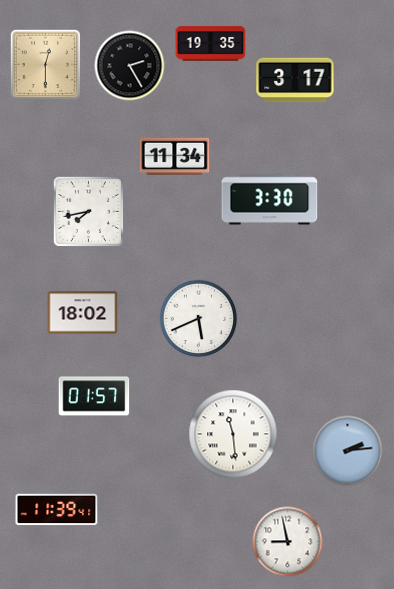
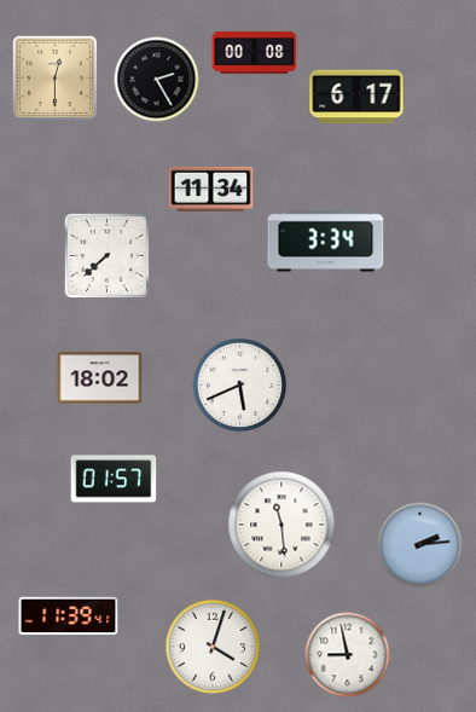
clock at (211, 44): 19:35 -> 00:08
clock at (295, 80): 3:17 -> 6:17
clock at (270, 200): 3:30 -> 3:34
clock at (88, 211): 7:43 -> 7:38
clock at (213, 647): none -> 4:03
